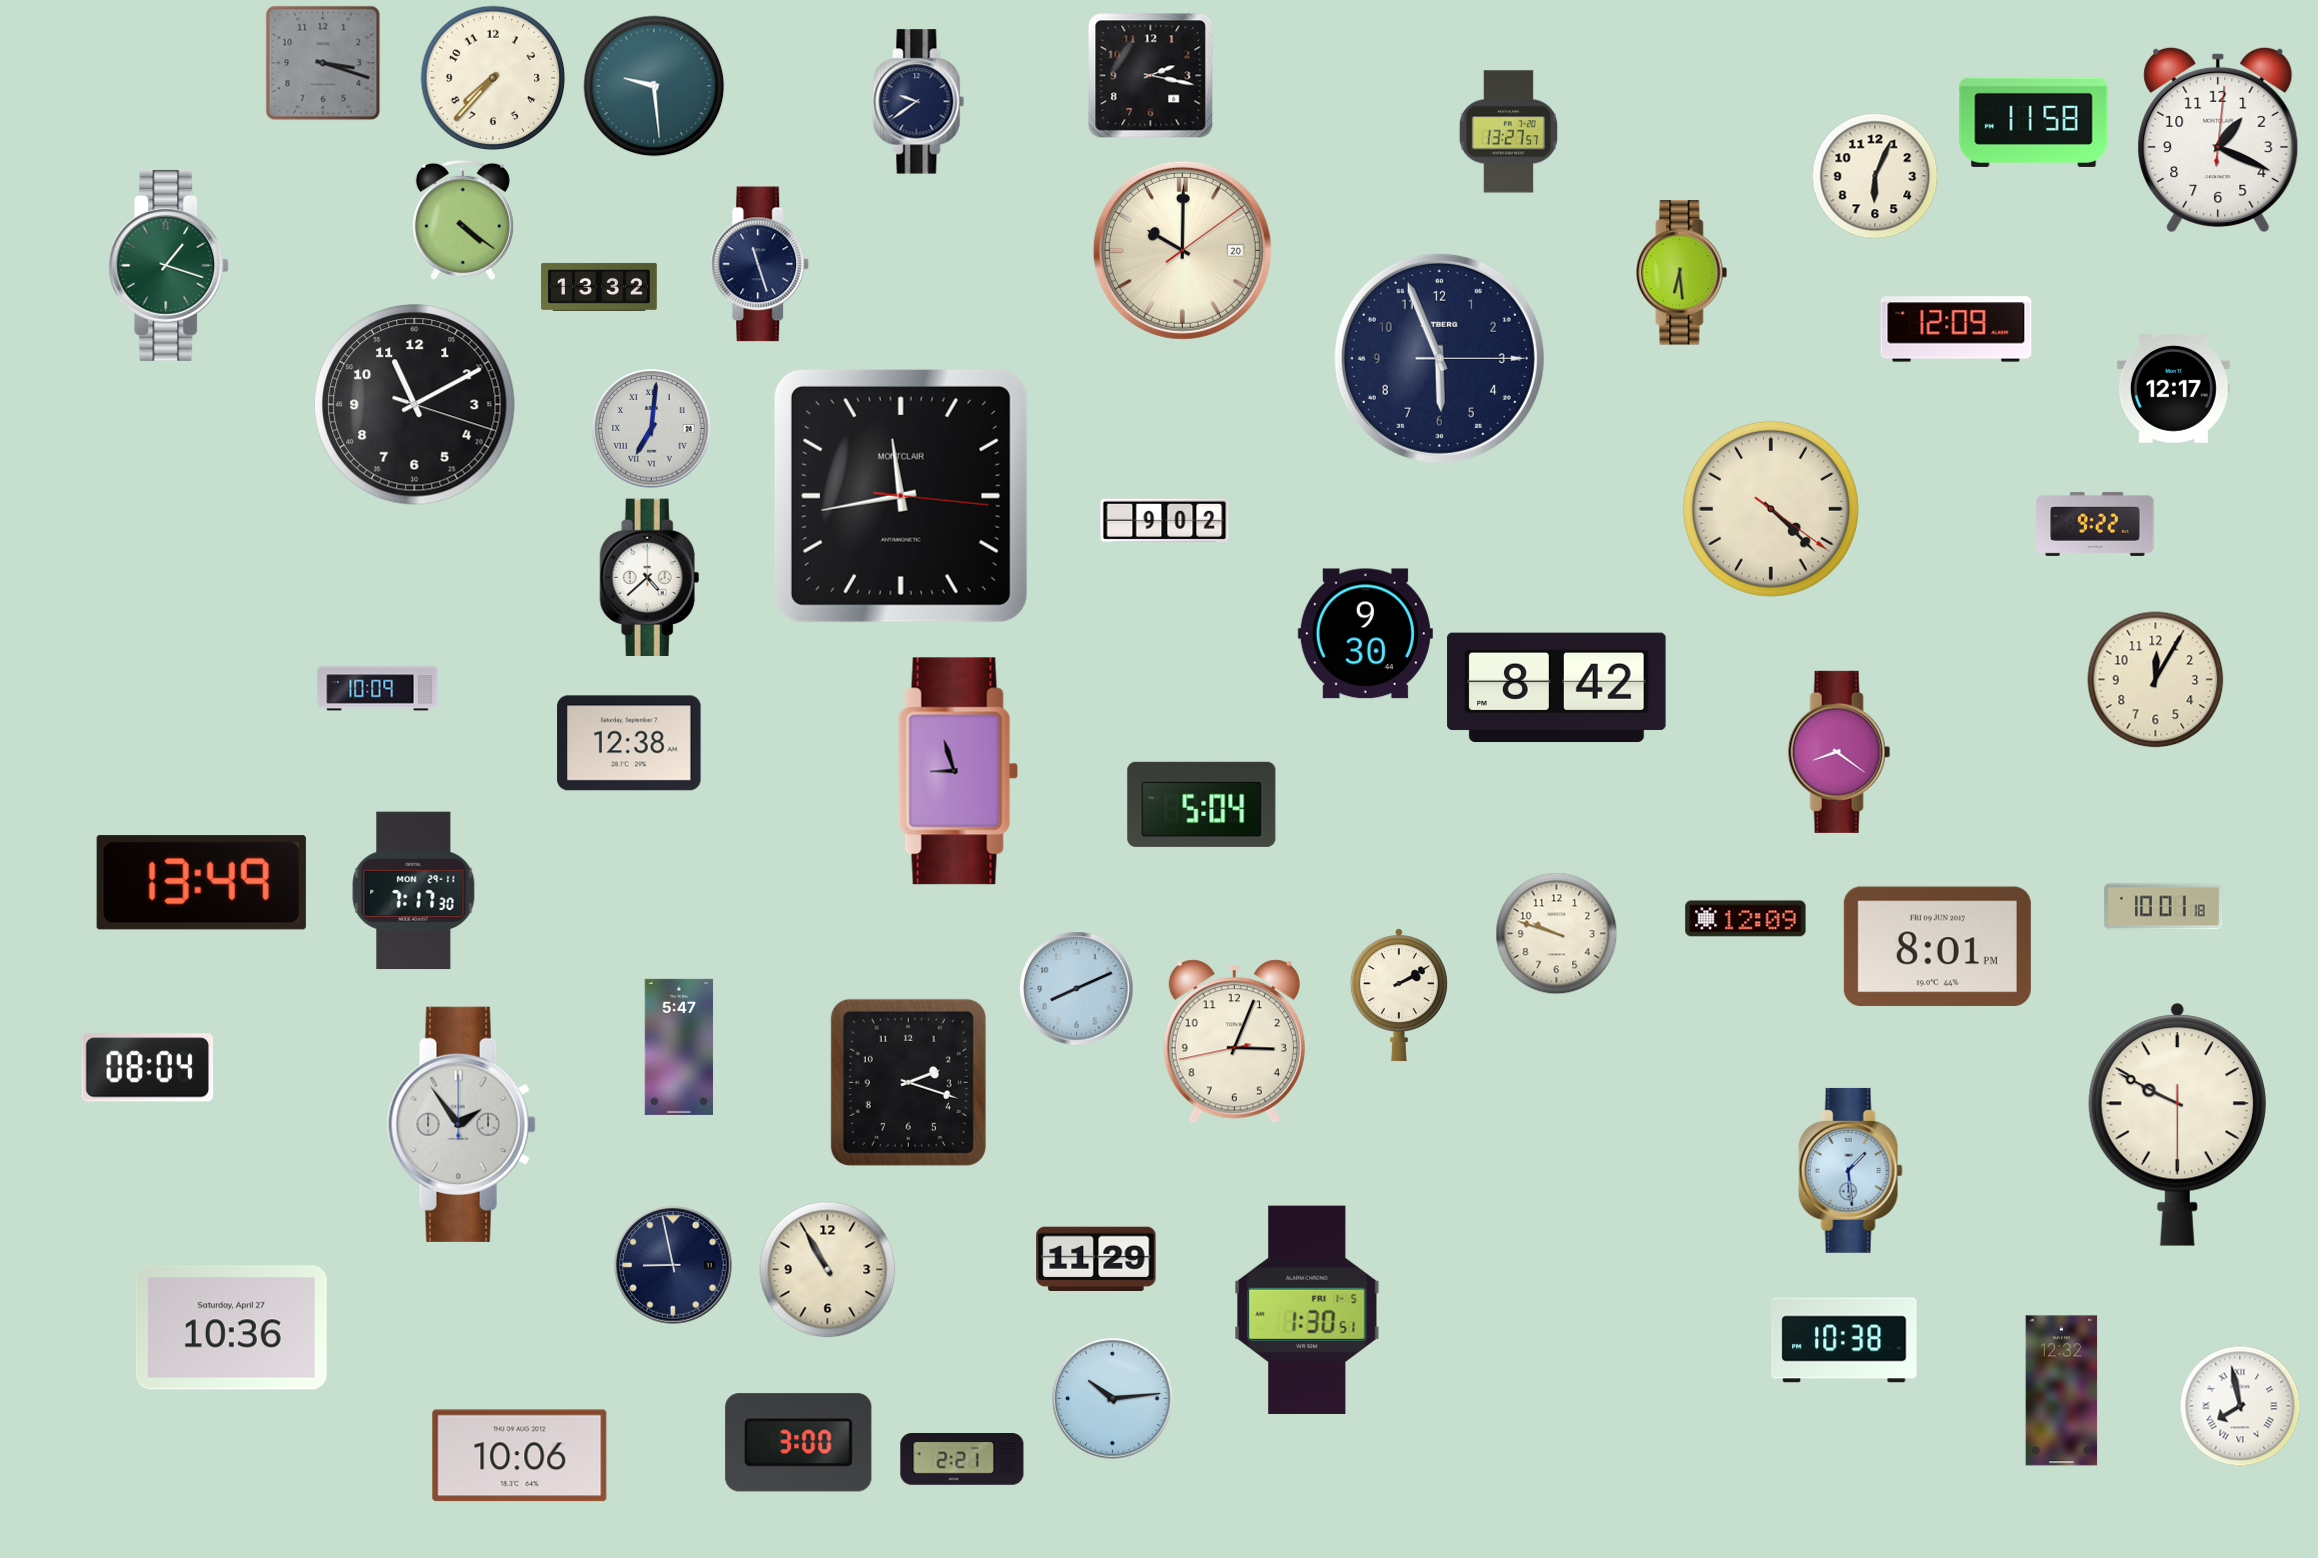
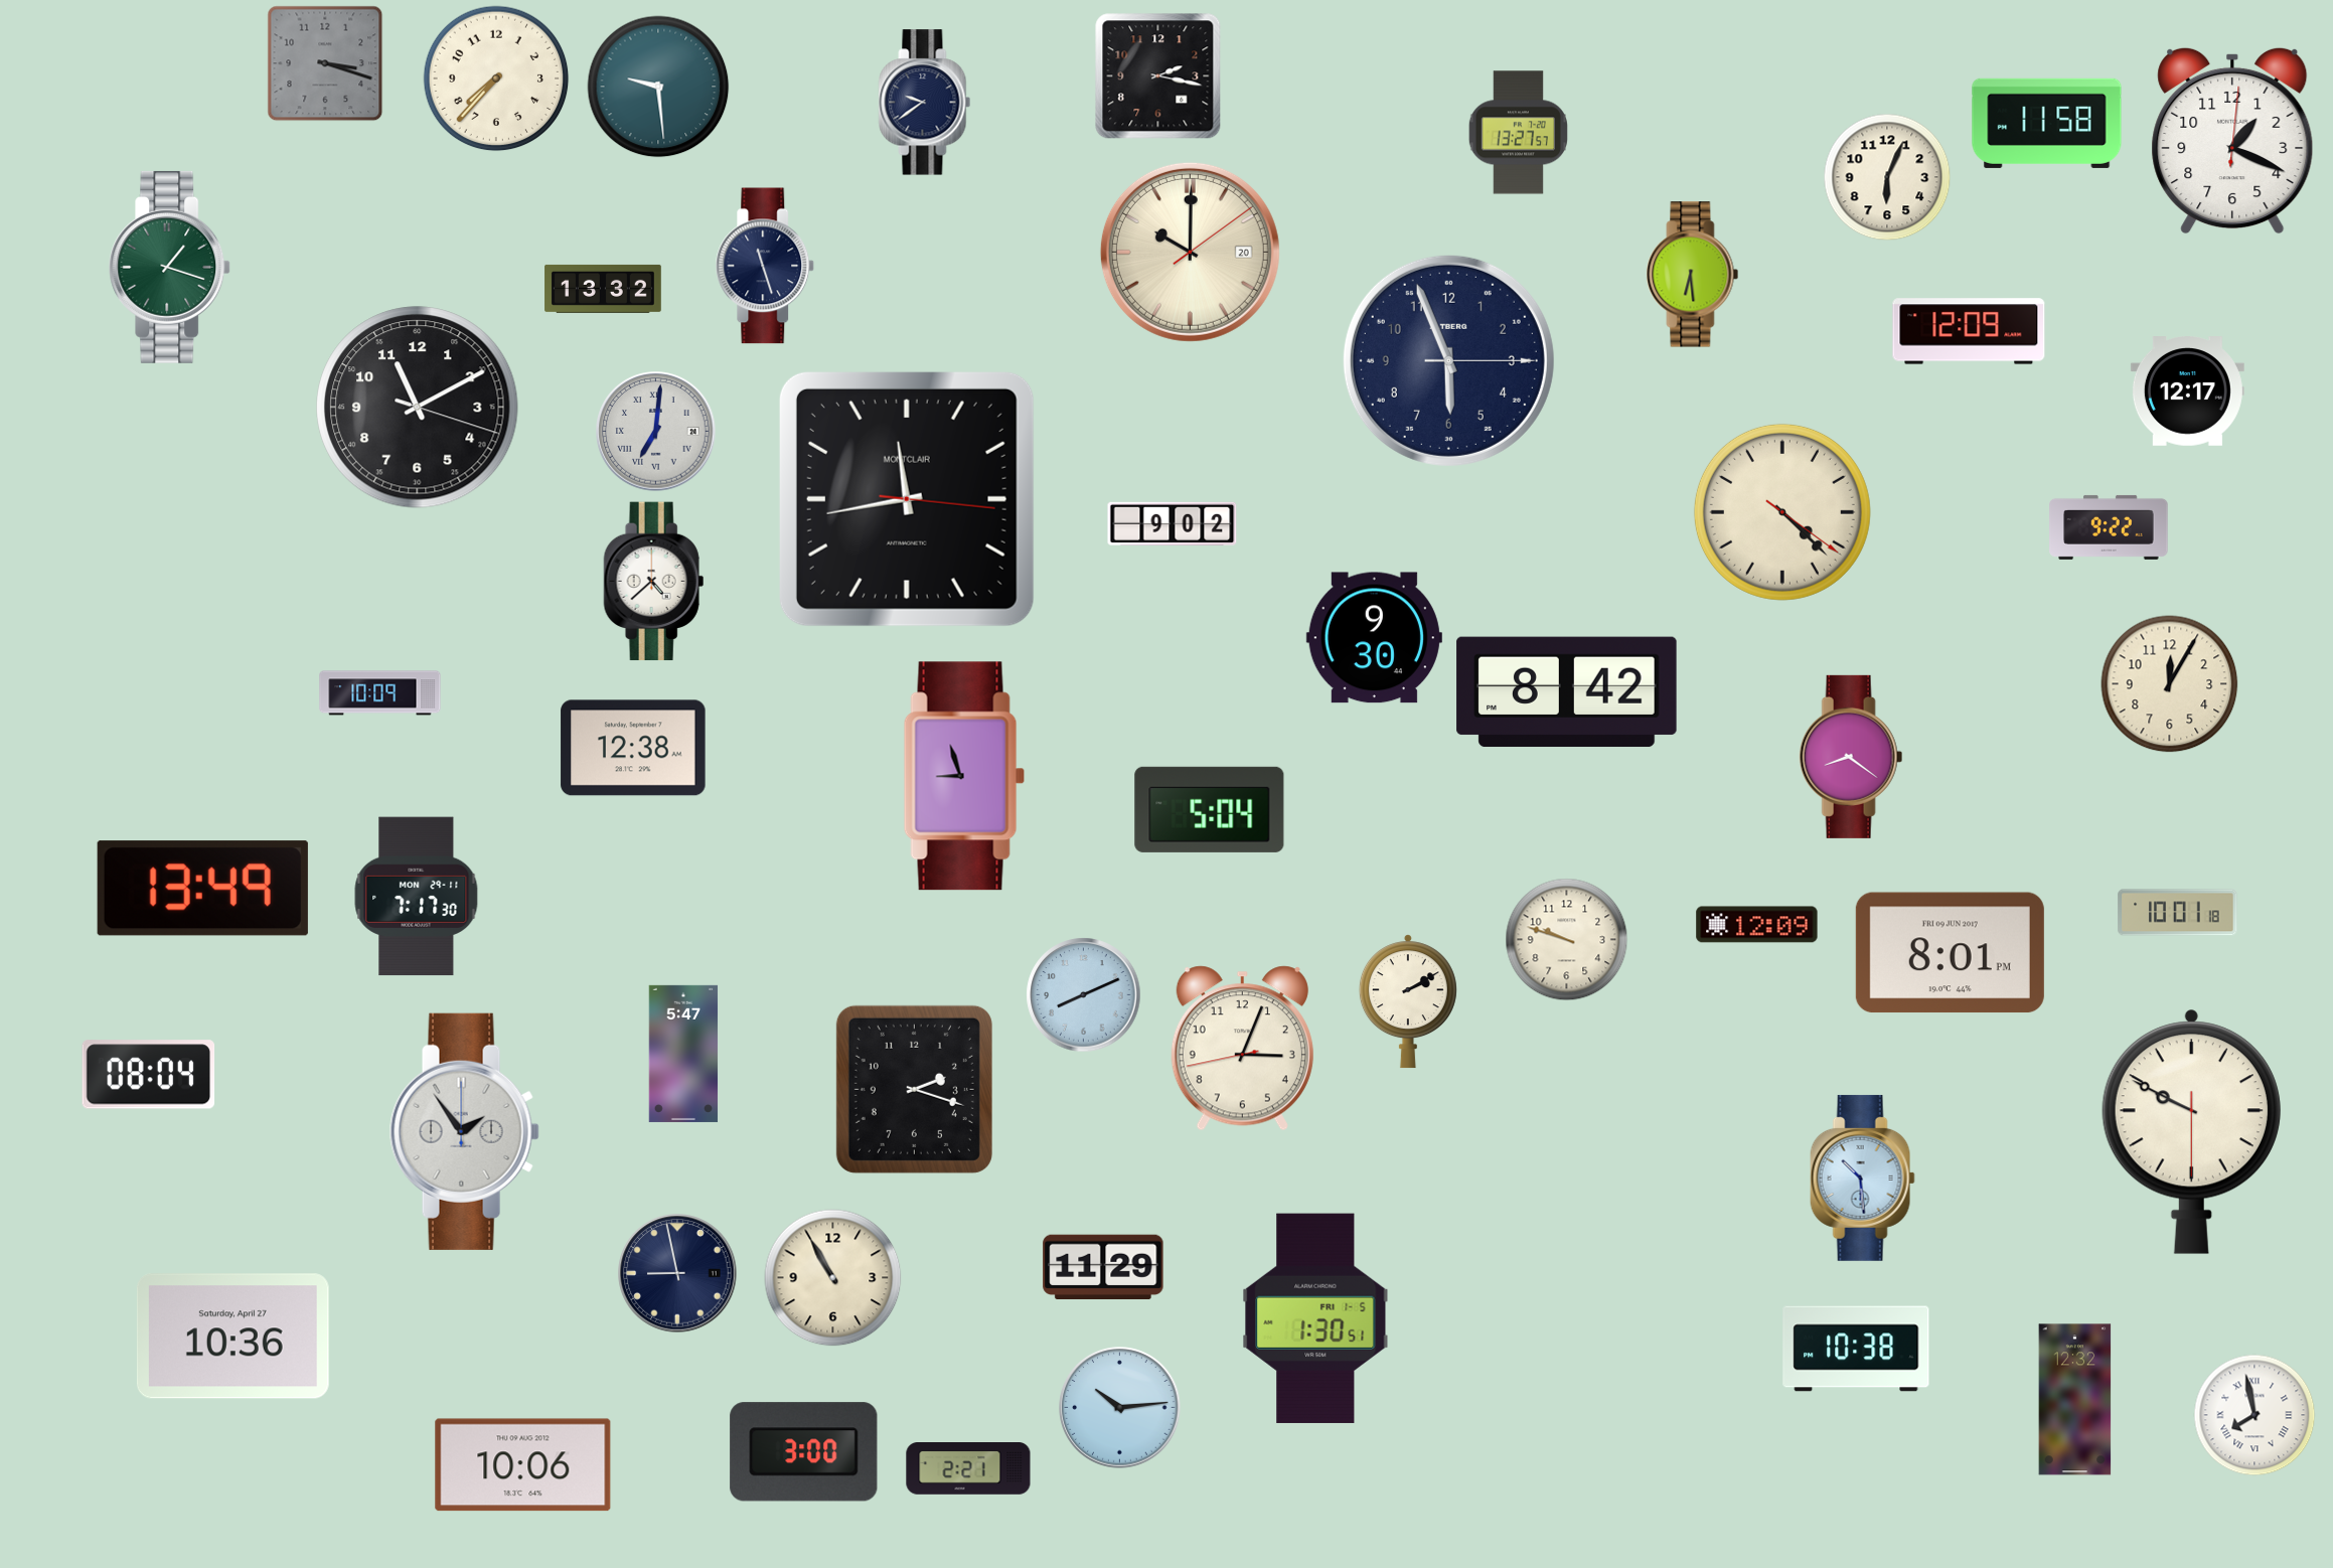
clock at (463, 220): 4:21 -> none
clock at (1850, 1170): 1:29 -> 10:29
